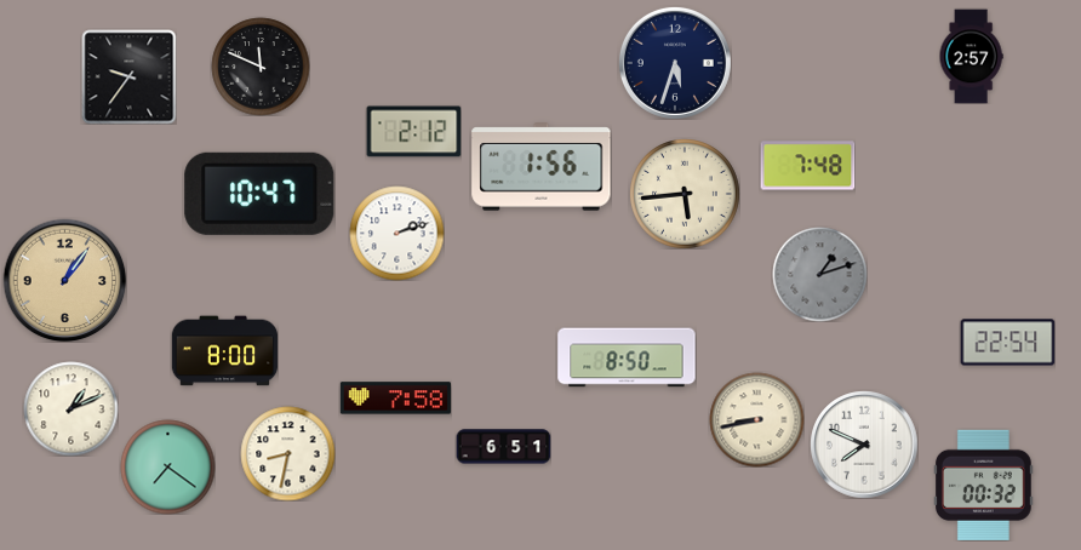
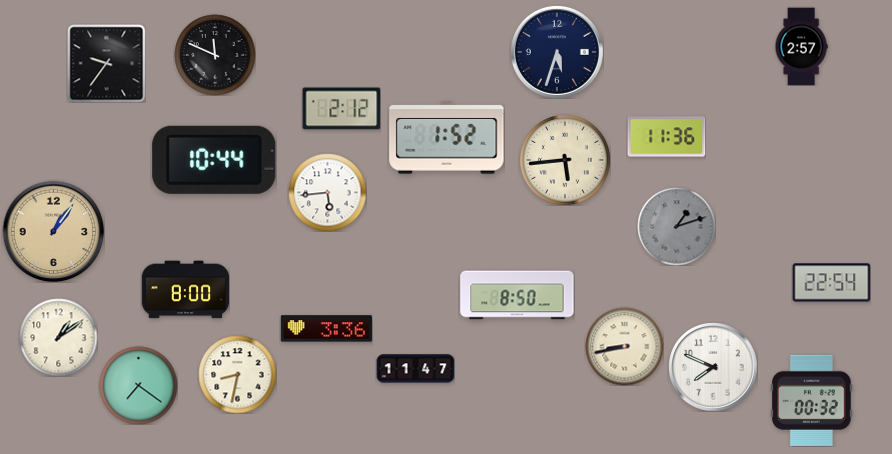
clock at (807, 166): 7:48 -> 11:36
clock at (542, 167): 1:56 -> 1:52
clock at (259, 194): 10:47 -> 10:44
clock at (396, 233): 2:12 -> 5:44
clock at (395, 399): 7:58 -> 3:36
clock at (70, 408): 1:11 -> 1:09
clock at (503, 447): 6:51 -> 11:47
